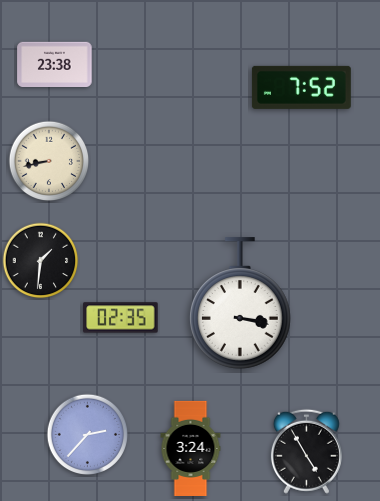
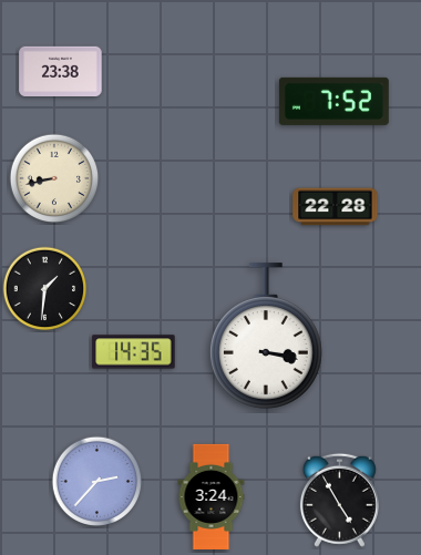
clock at (301, 87) position: (301, 87) -> (333, 101)
clock at (336, 207): none -> 22:28
clock at (121, 318): 02:35 -> 14:35
